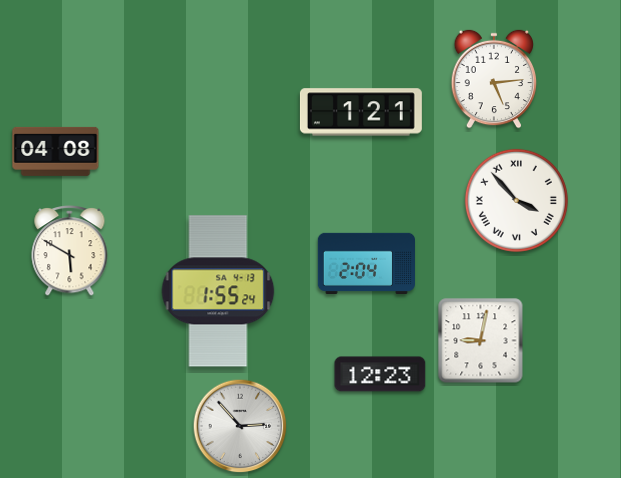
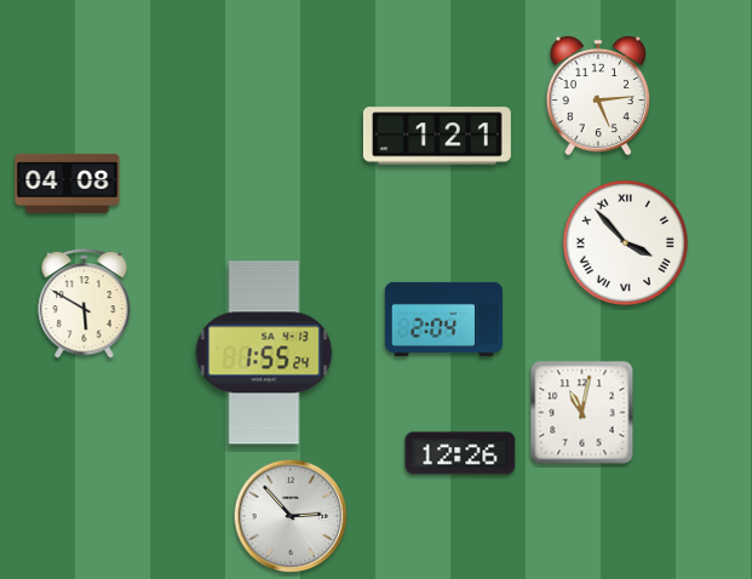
clock at (481, 341): 9:02 -> 11:02
clock at (380, 374): 12:23 -> 12:26
